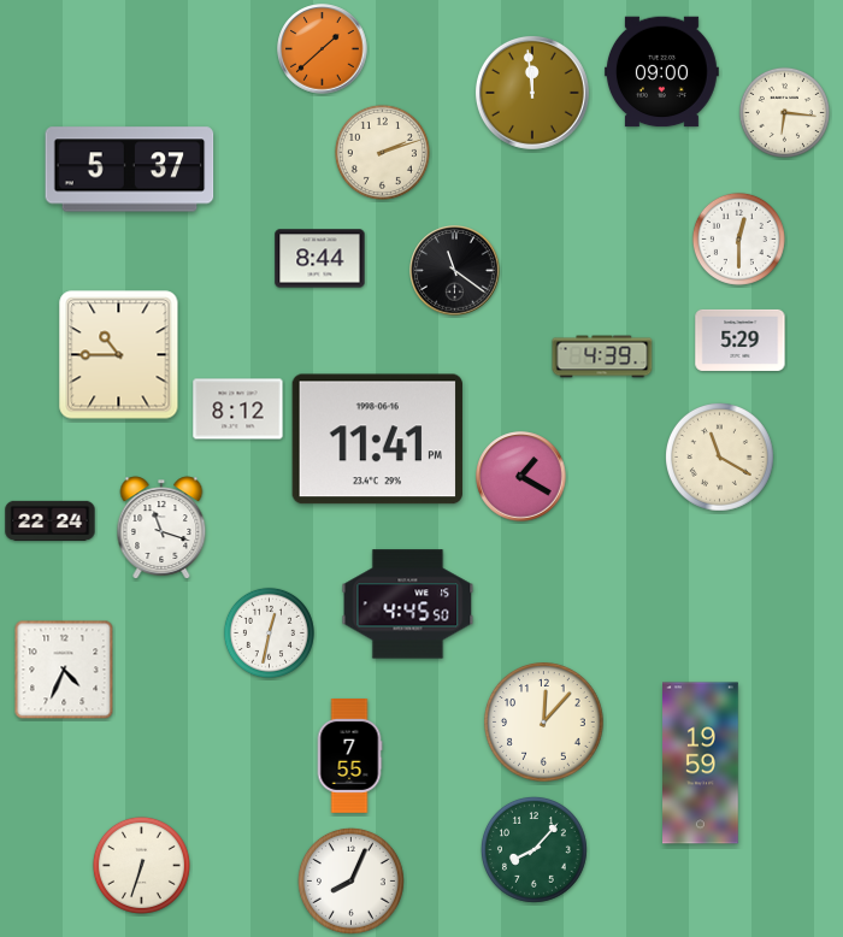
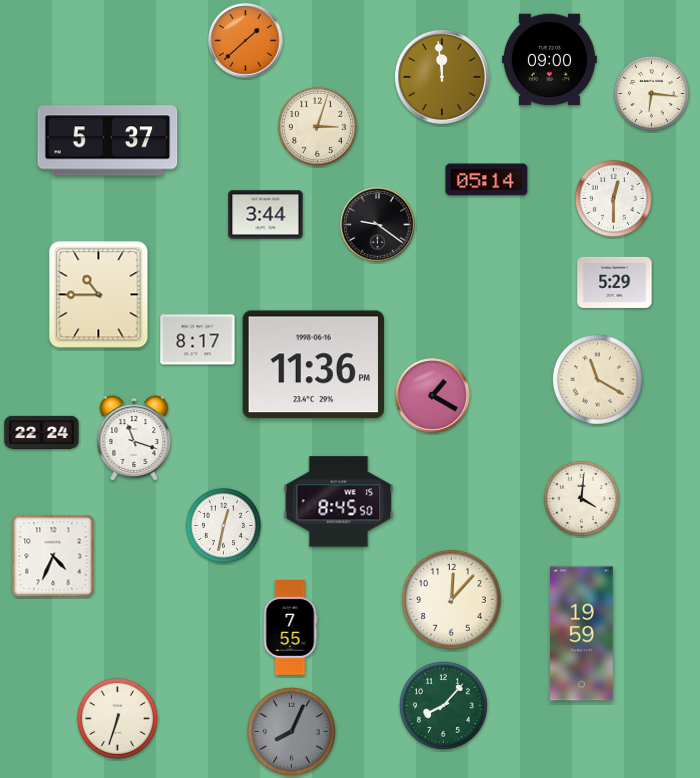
clock at (323, 49) position: (323, 49) -> (246, 41)
clock at (382, 152): 2:12 -> 3:03
clock at (487, 180): none -> 05:14
clock at (320, 259): 8:44 -> 3:44
clock at (455, 271): 11:21 -> 9:21
clock at (602, 356): 4:39 -> none
clock at (238, 409): 8:12 -> 8:17
clock at (377, 440): 11:41 -> 11:36
clock at (581, 498): none -> 4:01
clock at (408, 605): 4:45 -> 8:45
clock at (350, 880) dial: white -> grey
